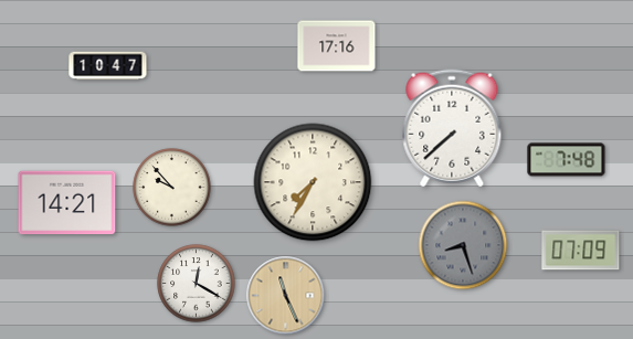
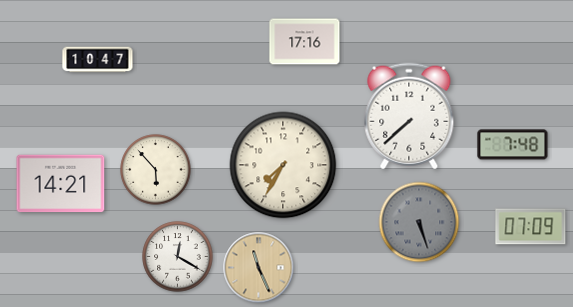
clock at (172, 188): 9:53 -> 5:53
clock at (463, 245): 8:27 -> 5:27
clock at (581, 251) position: (581, 251) -> (531, 227)
